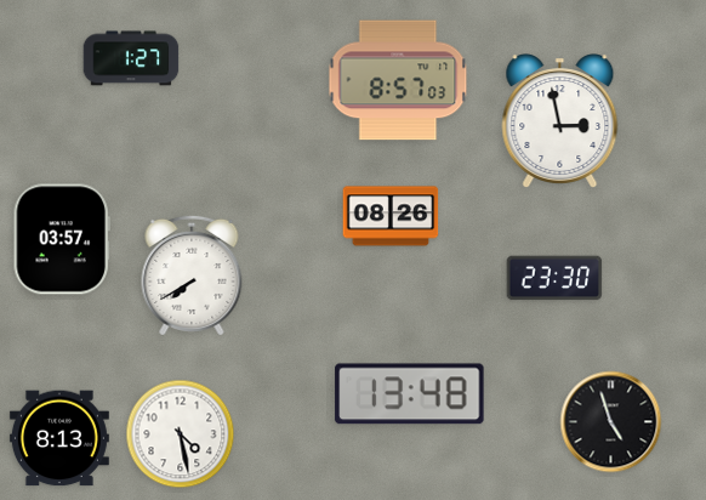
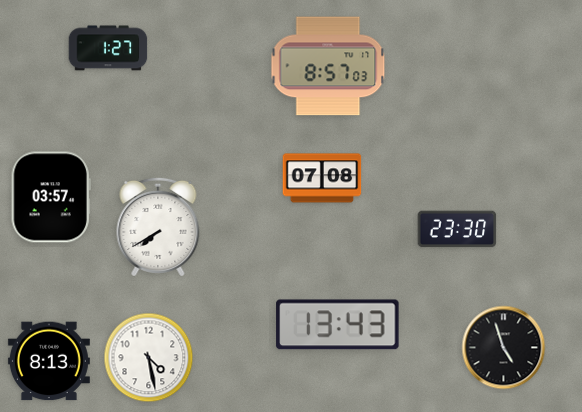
clock at (560, 121): 2:58 -> none
clock at (391, 216): 08:26 -> 07:08
clock at (410, 394): 13:48 -> 13:43
